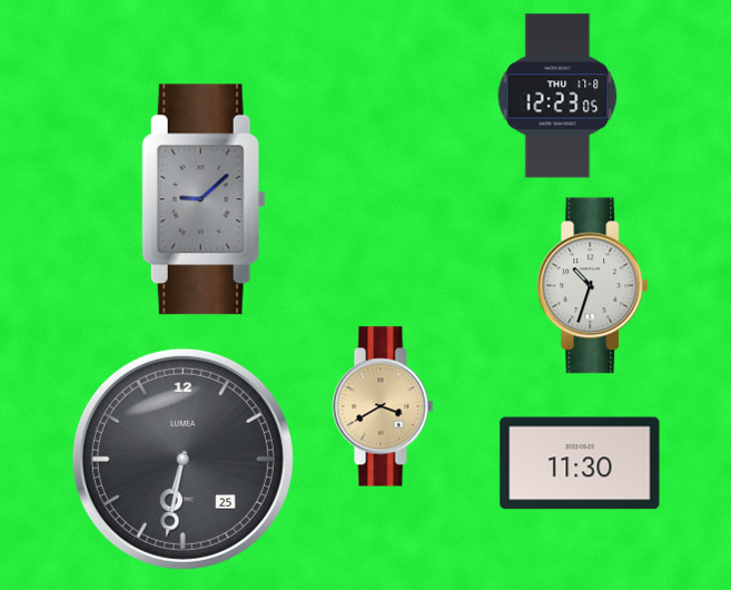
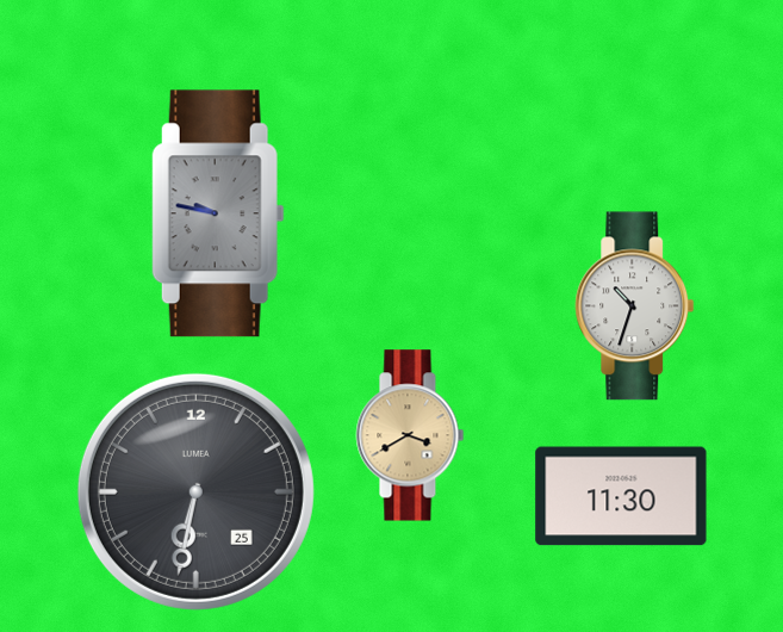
clock at (557, 96): 12:23 -> none
clock at (204, 199): 9:08 -> 9:47
